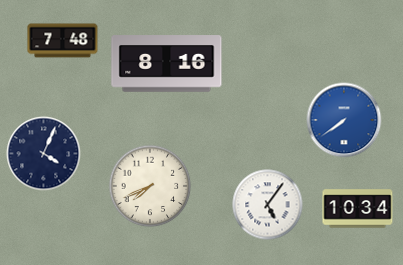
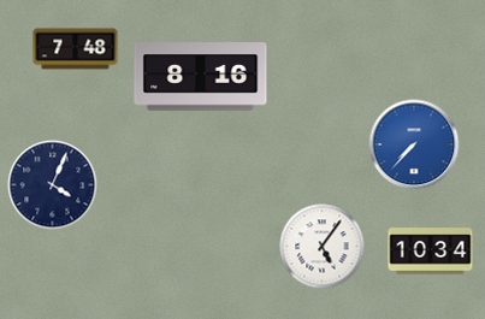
clock at (344, 120): 7:39 -> 7:37
clock at (150, 186): 7:41 -> none
